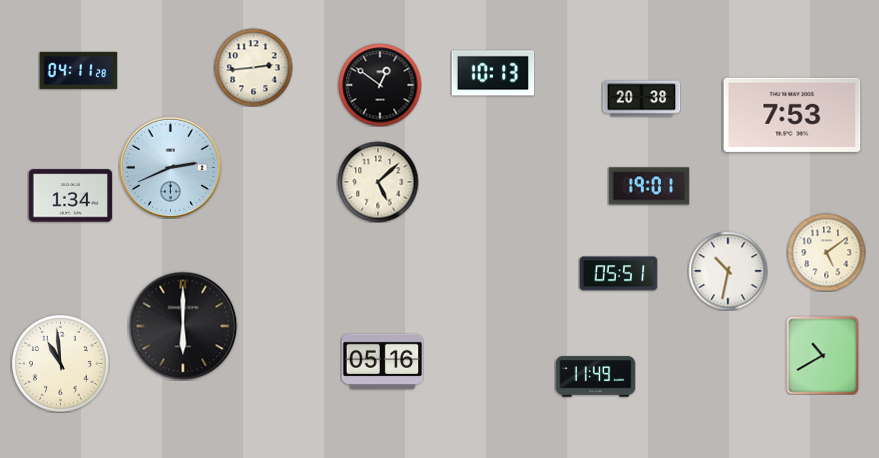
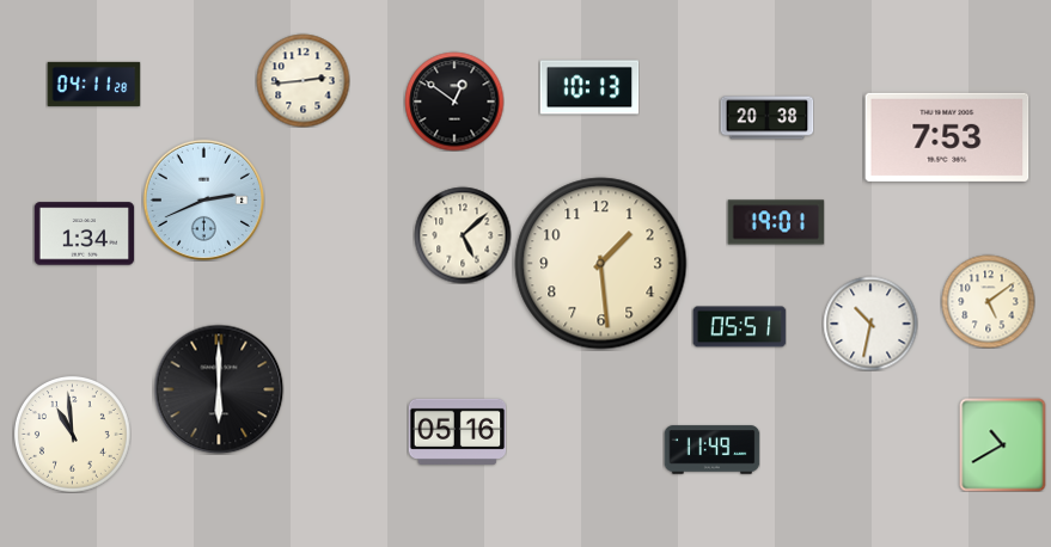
clock at (378, 182) position: (378, 182) -> (463, 235)
clock at (601, 264): none -> 1:29
clock at (823, 355) position: (823, 355) -> (1003, 444)
